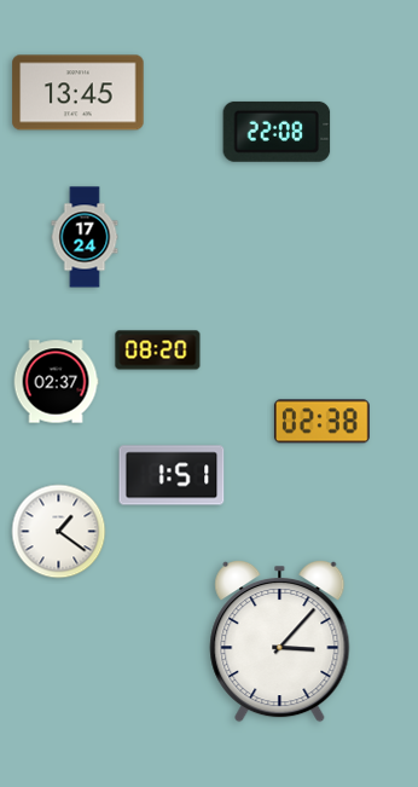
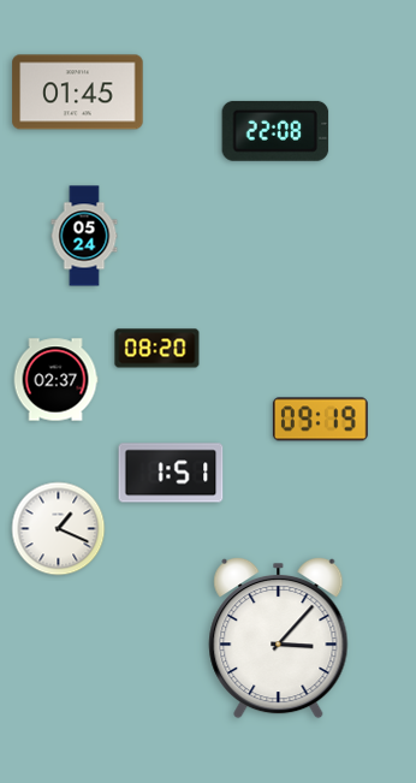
clock at (79, 93): 13:45 -> 01:45
clock at (85, 237): 17:24 -> 05:24
clock at (321, 422): 02:38 -> 09:19
clock at (59, 532): 1:21 -> 1:19
